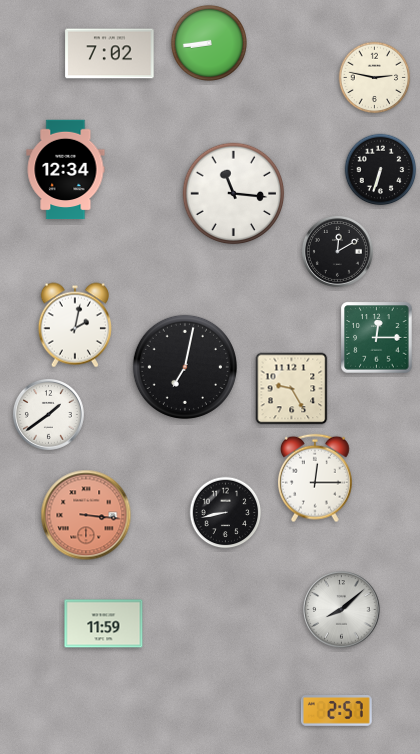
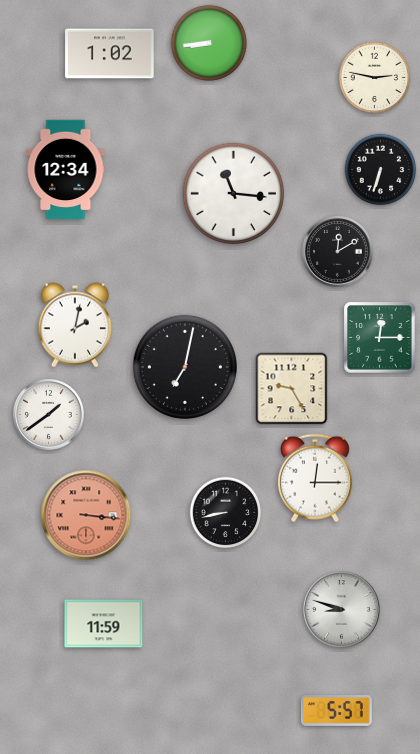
clock at (110, 54): 7:02 -> 1:02
clock at (377, 338) position: (377, 338) -> (380, 338)
clock at (342, 610): 8:08 -> 8:48
clock at (336, 711): 2:57 -> 5:57
